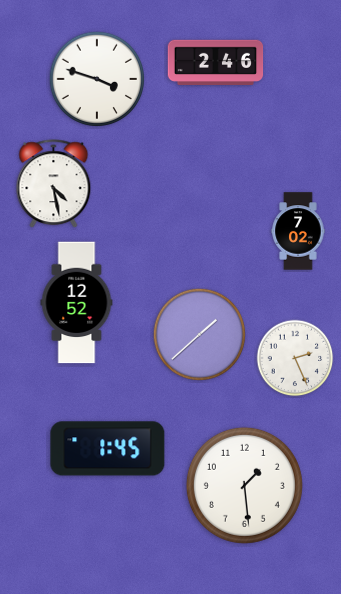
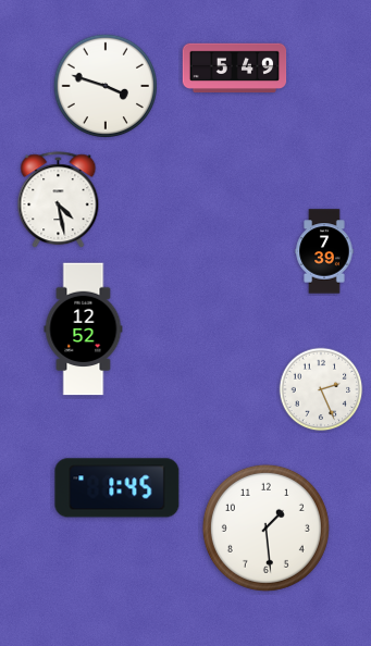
clock at (216, 62): 2:46 -> 5:49
clock at (298, 231): 7:02 -> 7:39
clock at (199, 334): 1:38 -> none
